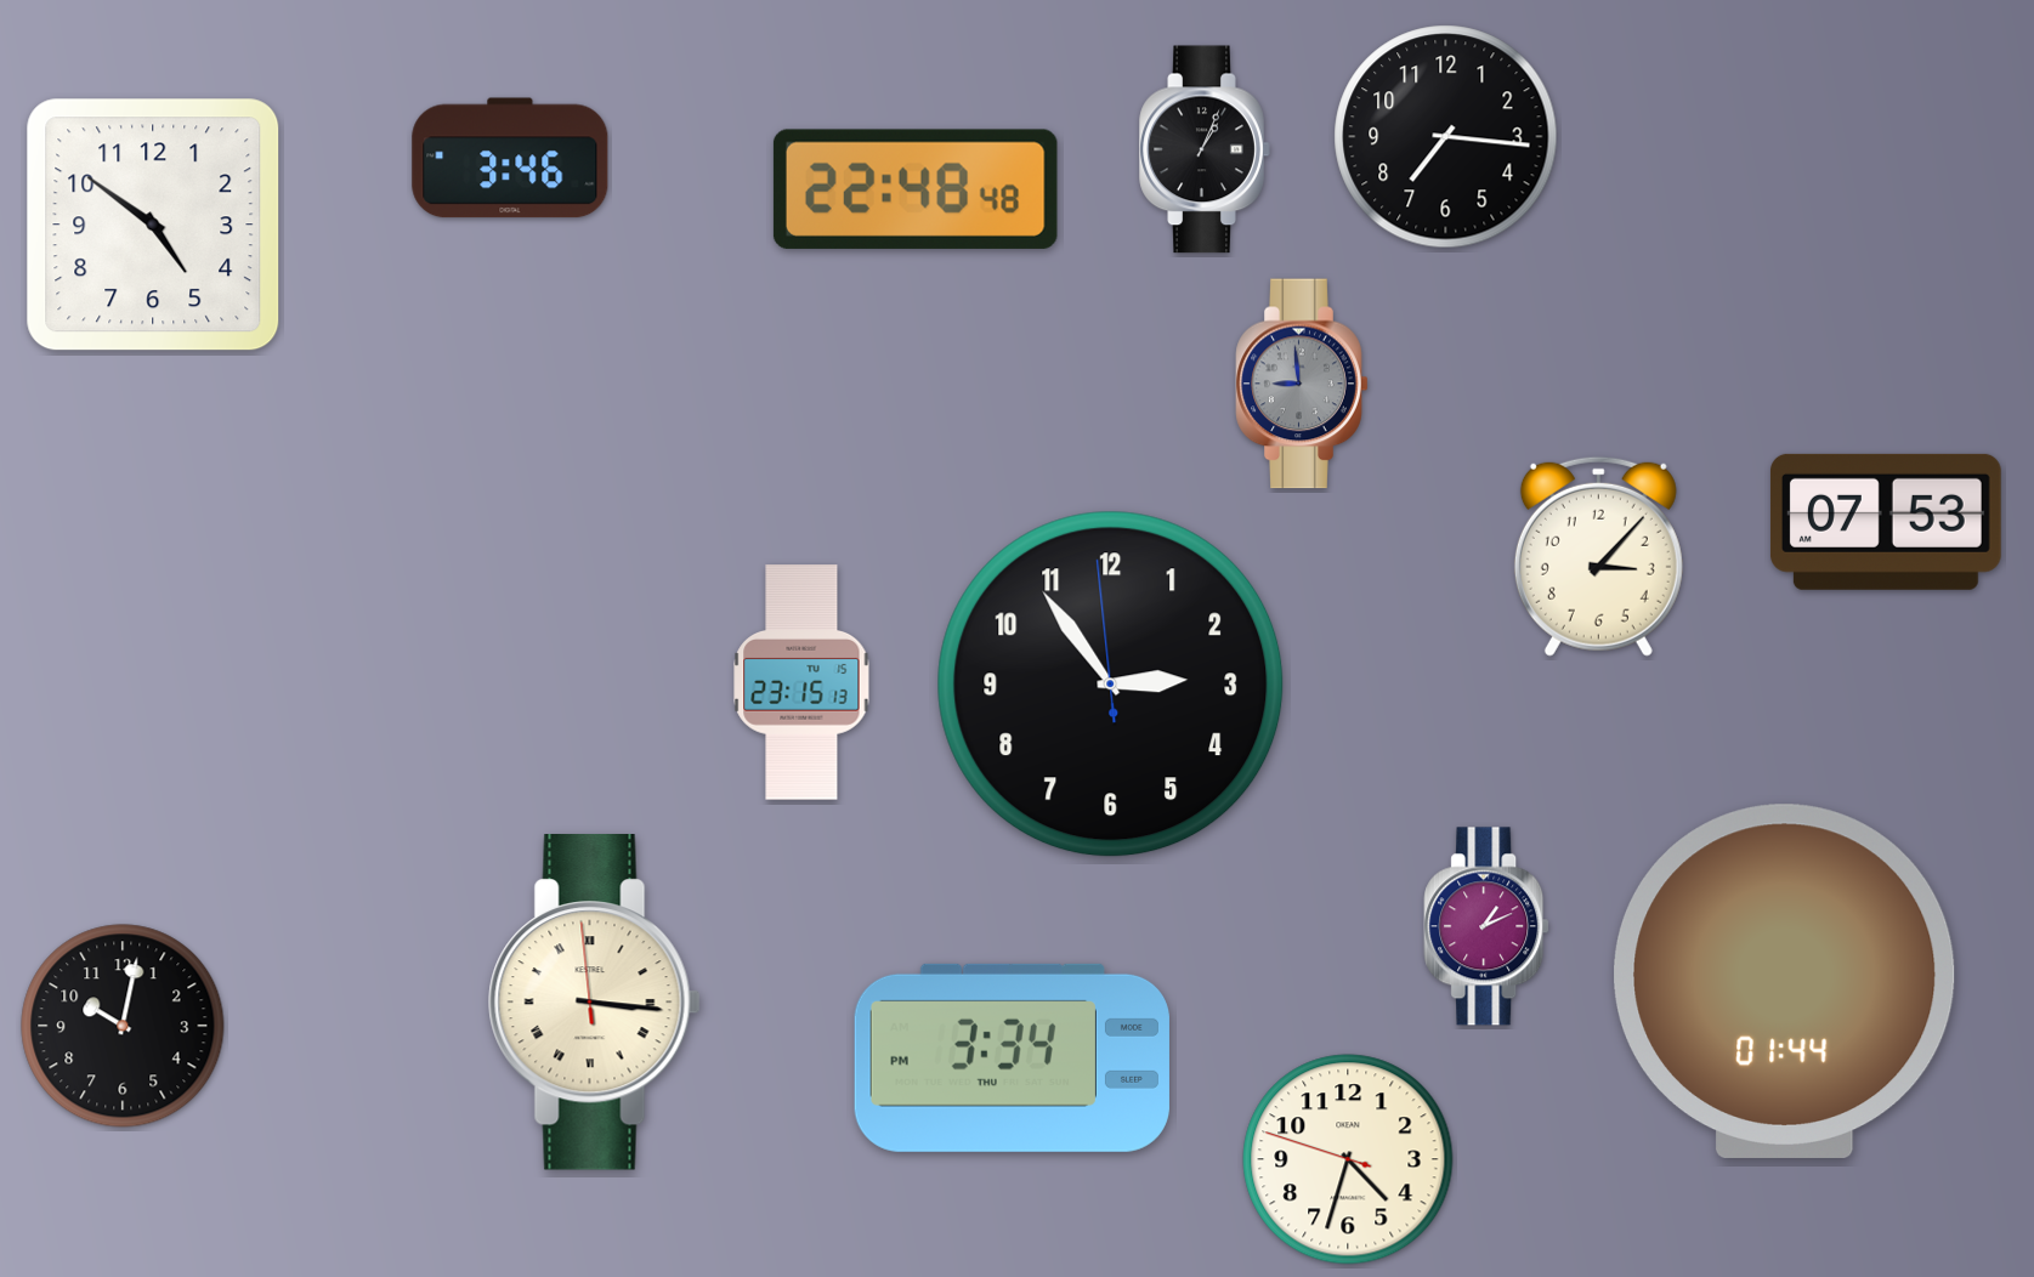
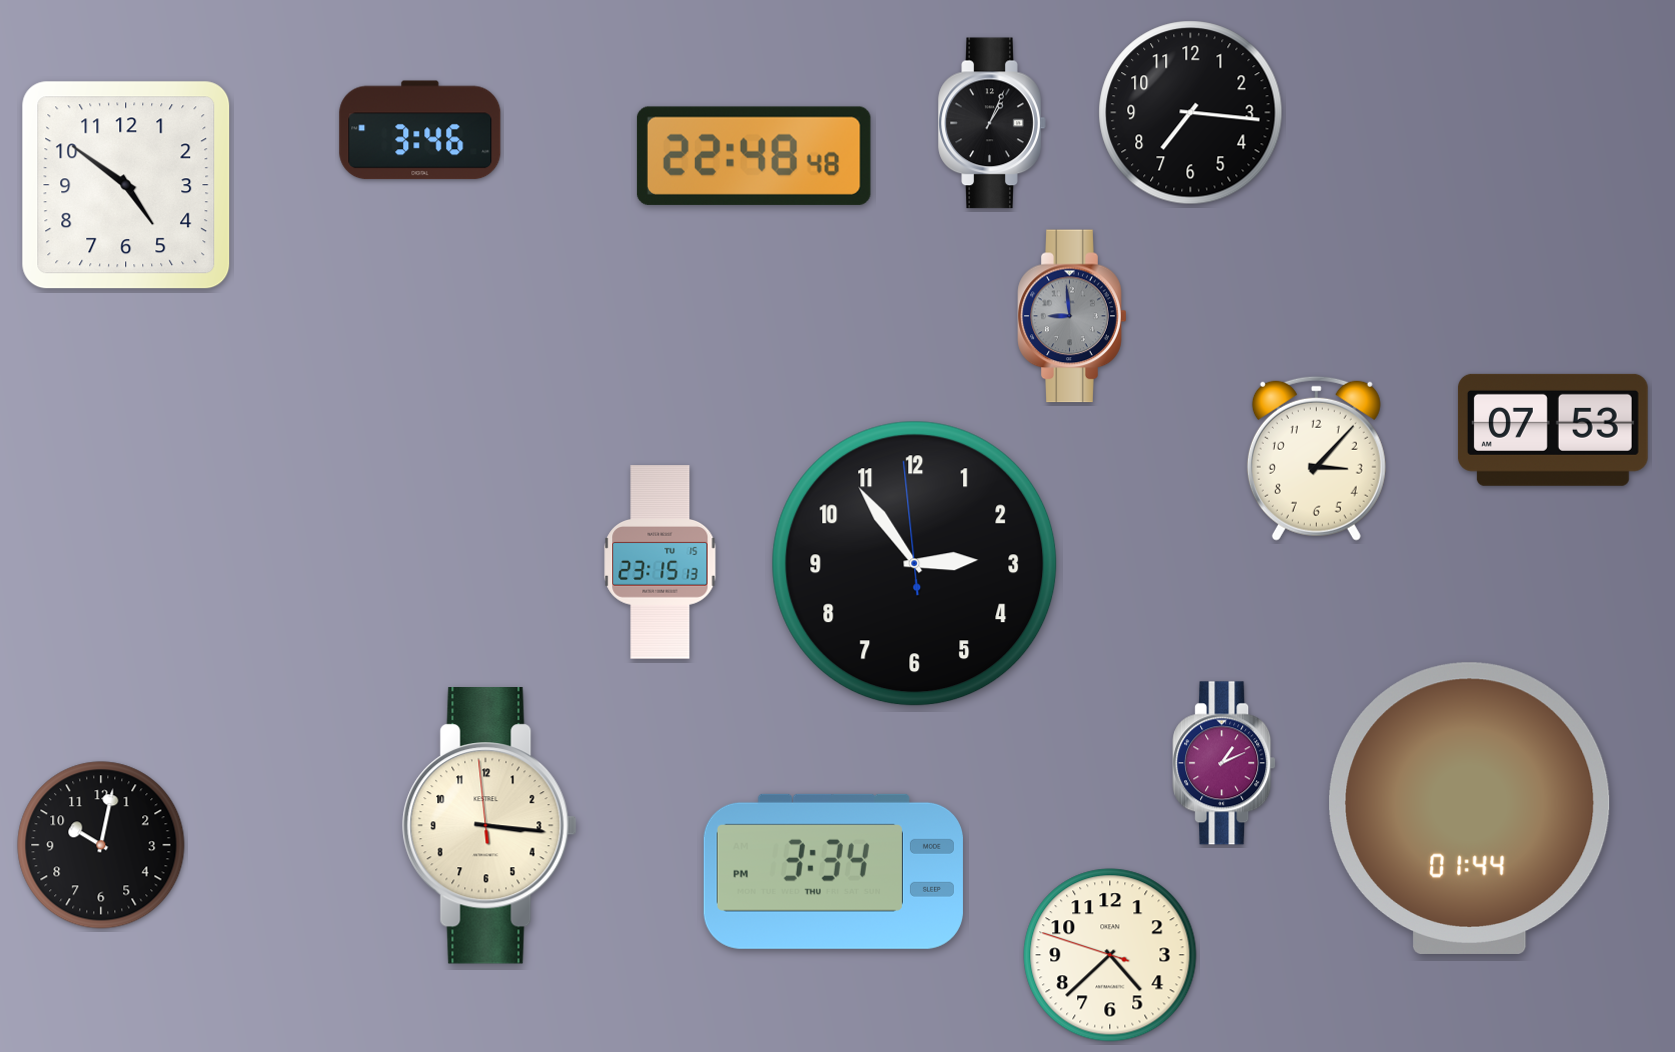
clock at (594, 1003) numerals: Roman -> Arabic
clock at (1348, 1159): 4:32 -> 4:37
